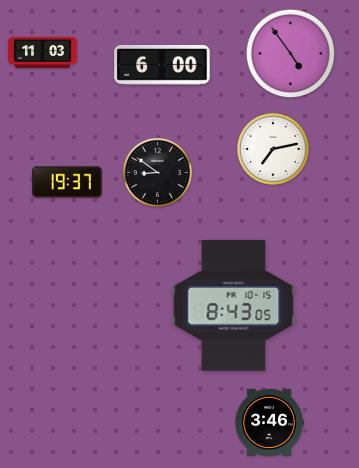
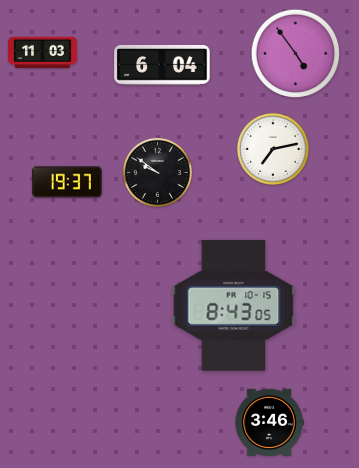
clock at (291, 54) position: (291, 54) -> (296, 54)
clock at (162, 65): 6:00 -> 6:04
clock at (157, 172): 8:51 -> 9:51
